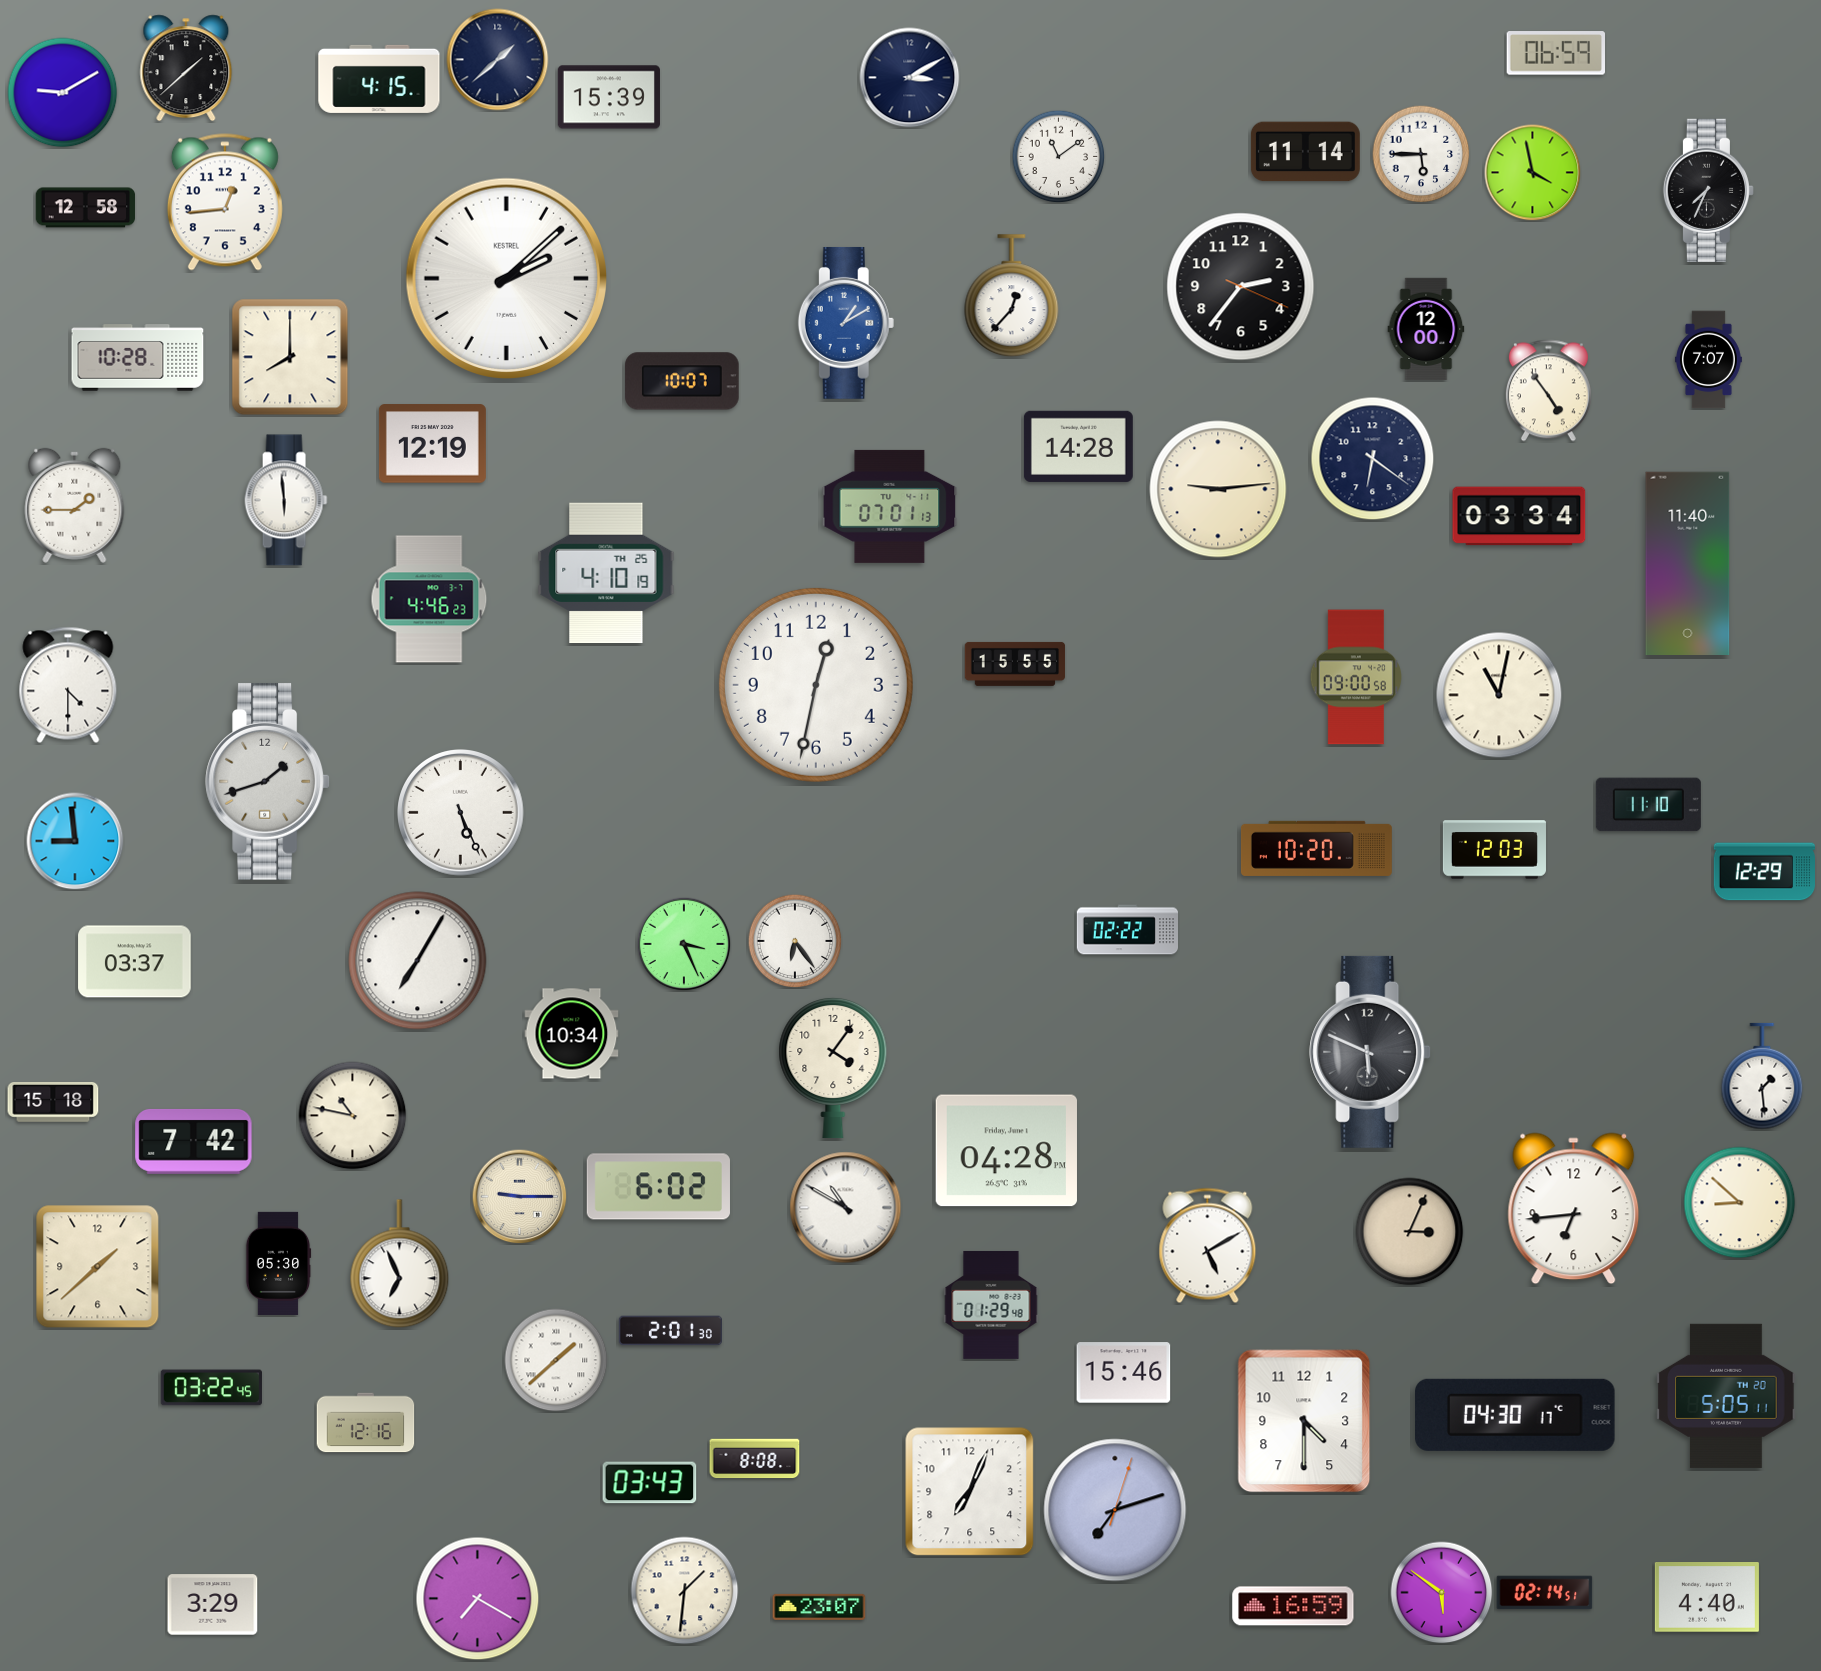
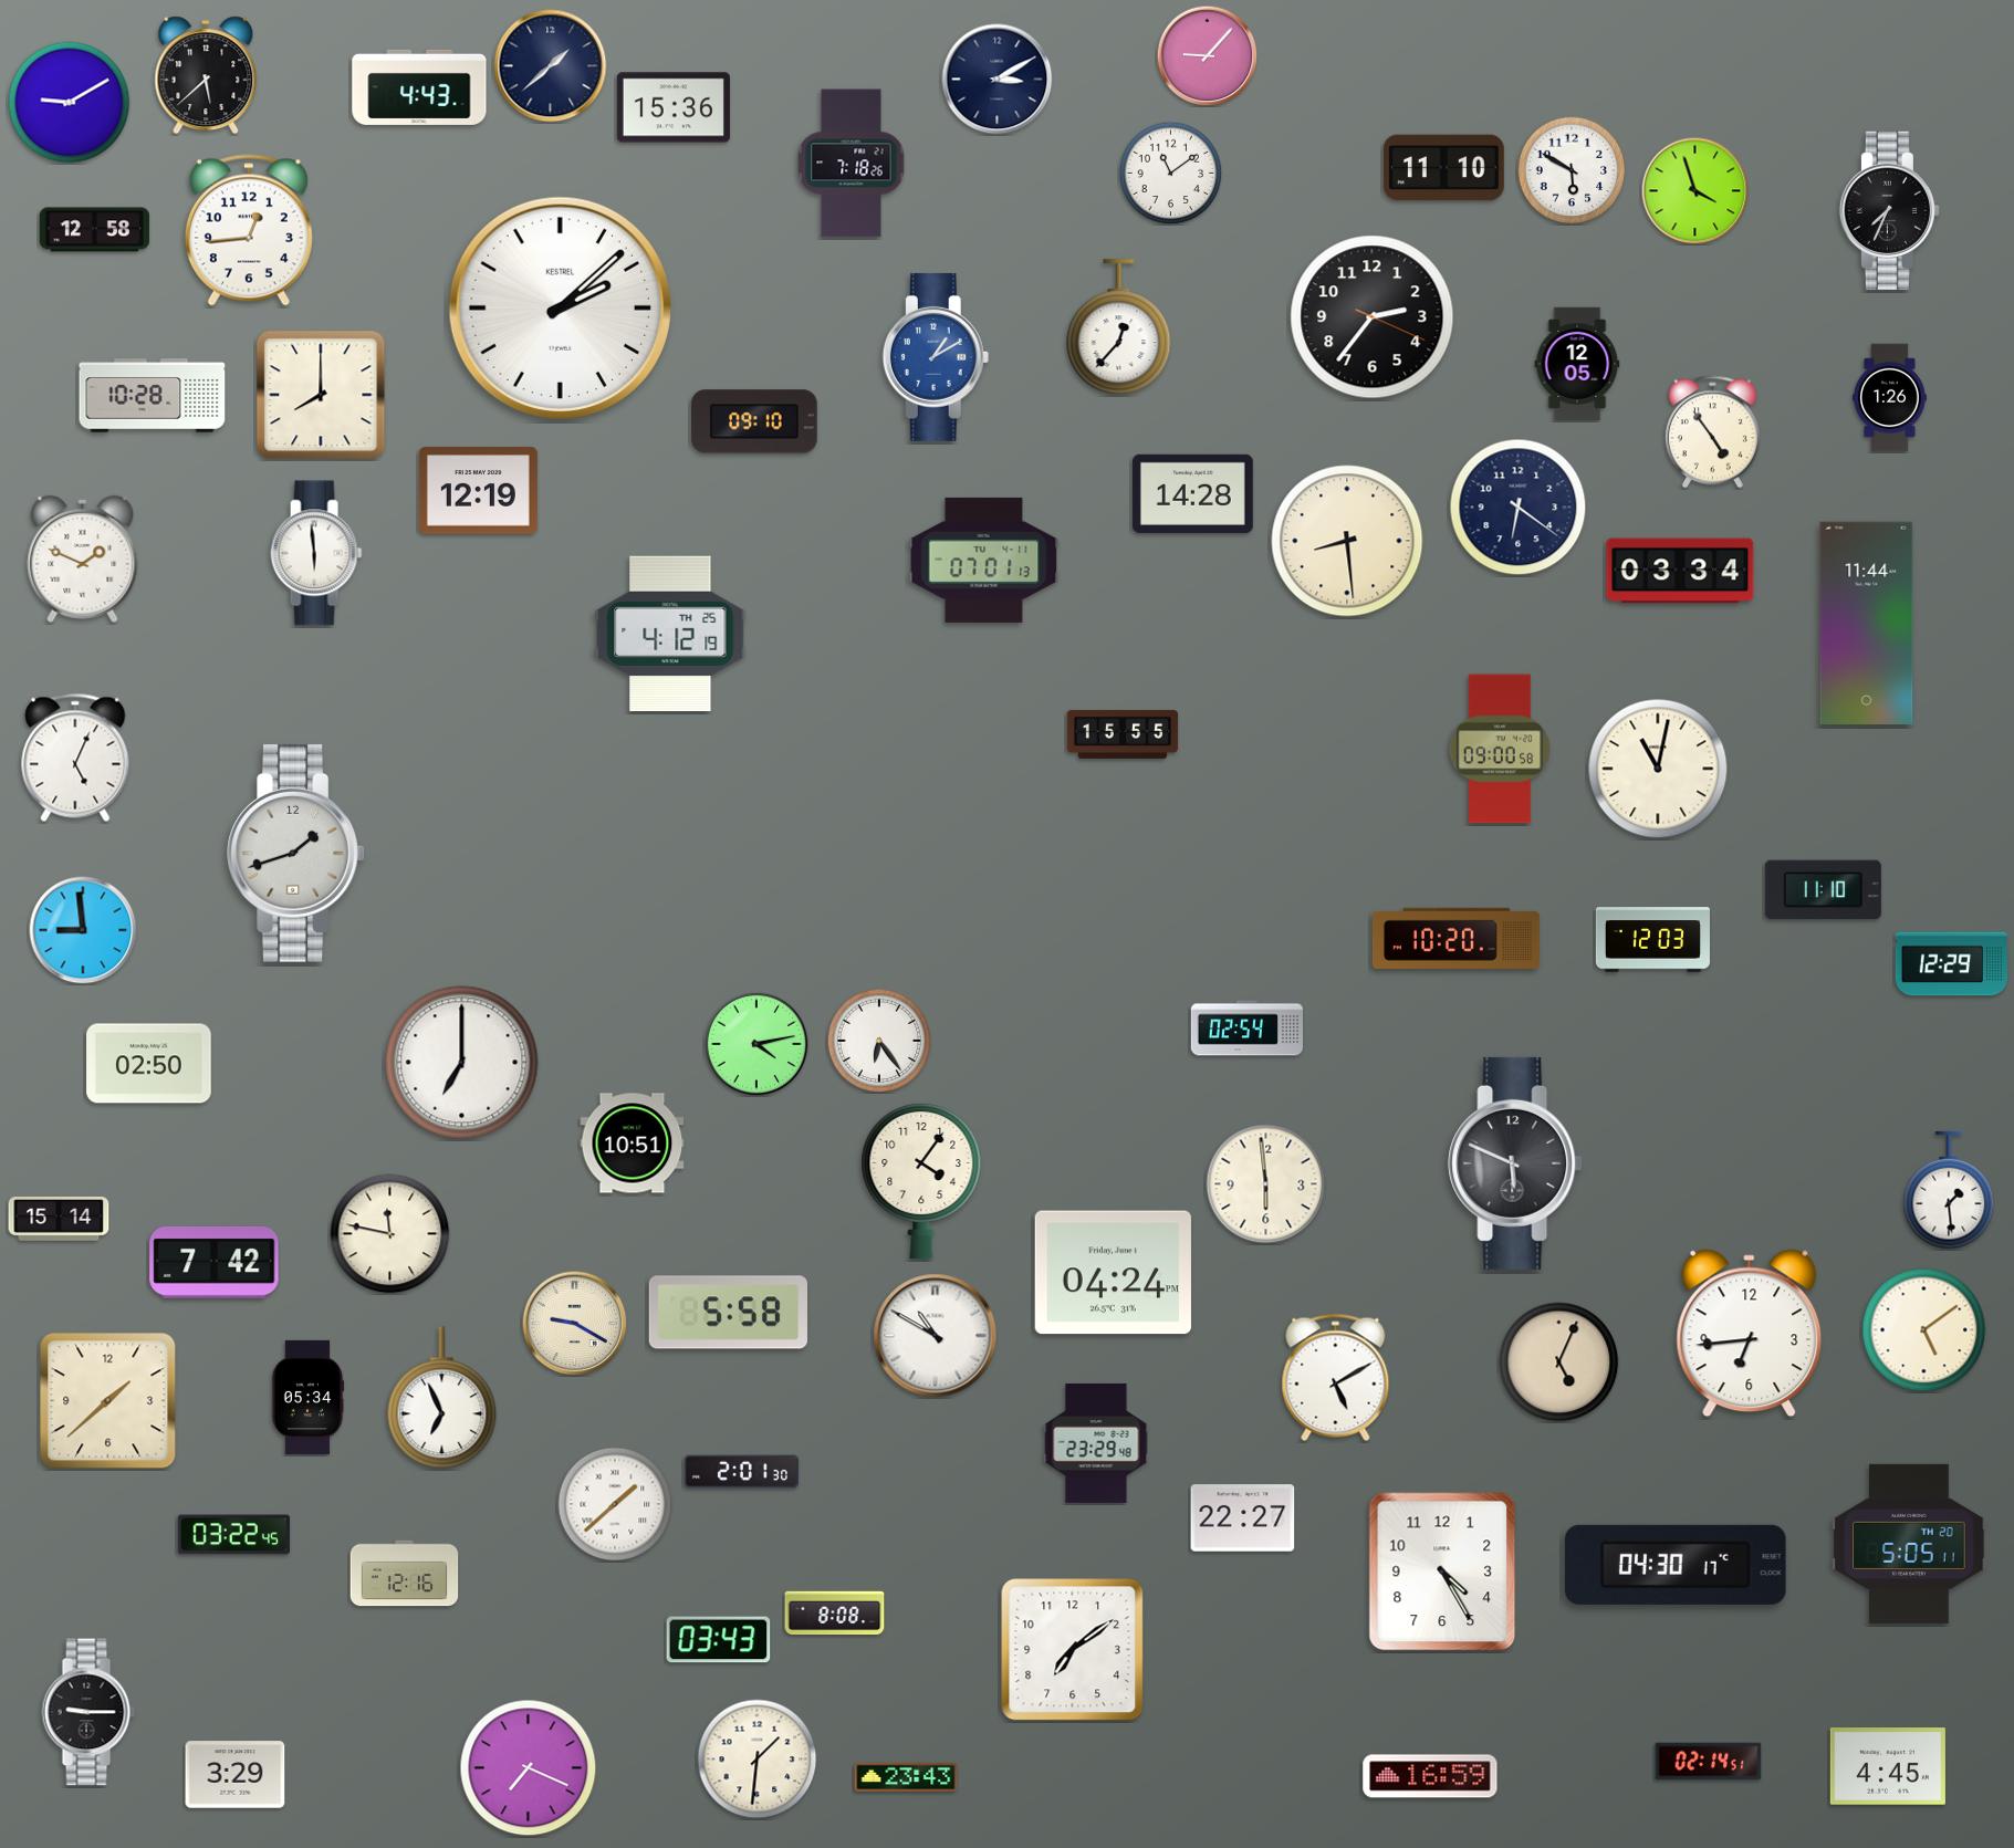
clock at (1207, 55): none -> 9:07
clock at (1555, 53): 06:59 -> none
clock at (186, 68): 1:38 -> 5:38
clock at (910, 78) position: (910, 78) -> (998, 80)
clock at (379, 79): 4:15 -> 4:43
clock at (609, 97): 15:39 -> 15:36
clock at (852, 164): none -> 7:18
clock at (1305, 152): 11:14 -> 11:10
clock at (1421, 154): 5:45 -> 5:50
clock at (1533, 173): 3:58 -> 3:57
clock at (225, 202) position: (225, 202) -> (249, 230)
clock at (1426, 329): 12:00 -> 12:05
clock at (1708, 360): 7:07 -> 1:26
clock at (682, 381): 10:07 -> 09:10
clock at (1218, 489): 9:14 -> 8:29
clock at (75, 505): 1:45 -> 1:49
clock at (1688, 563): 11:40 -> 11:44
clock at (606, 572): 4:10 -> 4:12
clock at (429, 599): 4:46 -> none
clock at (68, 685): 4:30 -> 5:04
clock at (816, 685): 12:32 -> none
clock at (267, 781) position: (267, 781) -> (295, 853)
clock at (461, 813): 5:26 -> none
clock at (1127, 930): 02:22 -> 02:54
clock at (684, 944): 3:26 -> 4:13
clock at (418, 961): 7:05 -> 7:00
clock at (135, 962): 03:37 -> 02:50
clock at (572, 1034): 10:34 -> 10:51
clock at (1266, 1184): none -> 5:59
clock at (53, 1103): 15:18 -> 15:14
clock at (353, 1116): 10:47 -> 11:47
clock at (1006, 1151): 04:28 -> 04:24
clock at (658, 1187): 6:02 -> 5:58
clock at (519, 1196): 9:15 -> 9:20
clock at (1740, 1203): 8:52 -> 5:09
clock at (1574, 1209) position: (1574, 1209) -> (1750, 1334)
clock at (1410, 1232): 3:04 -> 5:04
clock at (278, 1263): 05:30 -> 05:34
clock at (991, 1305): 01:29 -> 23:29
clock at (1124, 1373): 15:46 -> 22:27
clock at (1304, 1421): 4:30 -> 4:25
clock at (970, 1492): 7:04 -> 7:09
clock at (1115, 1510): 7:12 -> none
clock at (88, 1712): none -> 9:15
clock at (1442, 1593): 5:51 -> none
clock at (1707, 1598): 4:40 -> 4:45
clock at (478, 1599): 7:20 -> 7:19
clock at (819, 1607): 23:07 -> 23:43
